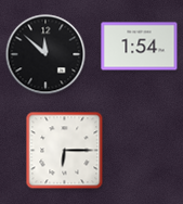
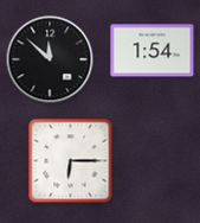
clock at (65, 151) position: (65, 151) -> (71, 161)
